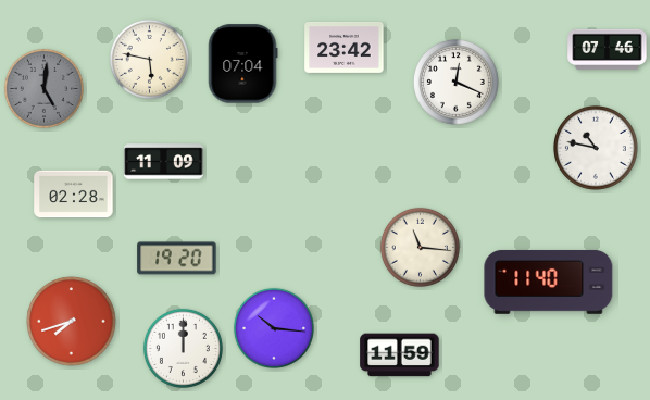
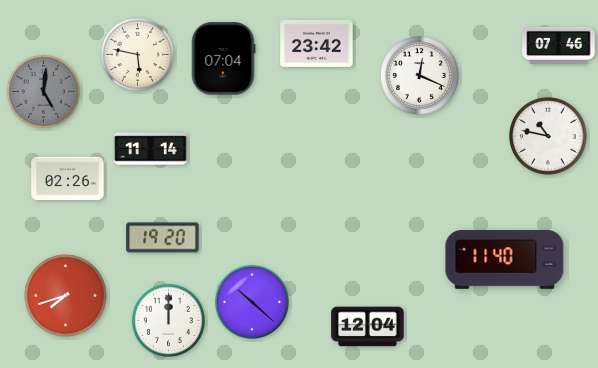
clock at (43, 88) position: (43, 88) -> (43, 91)
clock at (164, 162): 11:09 -> 11:14
clock at (74, 195): 02:28 -> 02:26
clock at (420, 247): 11:16 -> none
clock at (274, 328): 10:16 -> 10:22
clock at (400, 355): 11:59 -> 12:04
